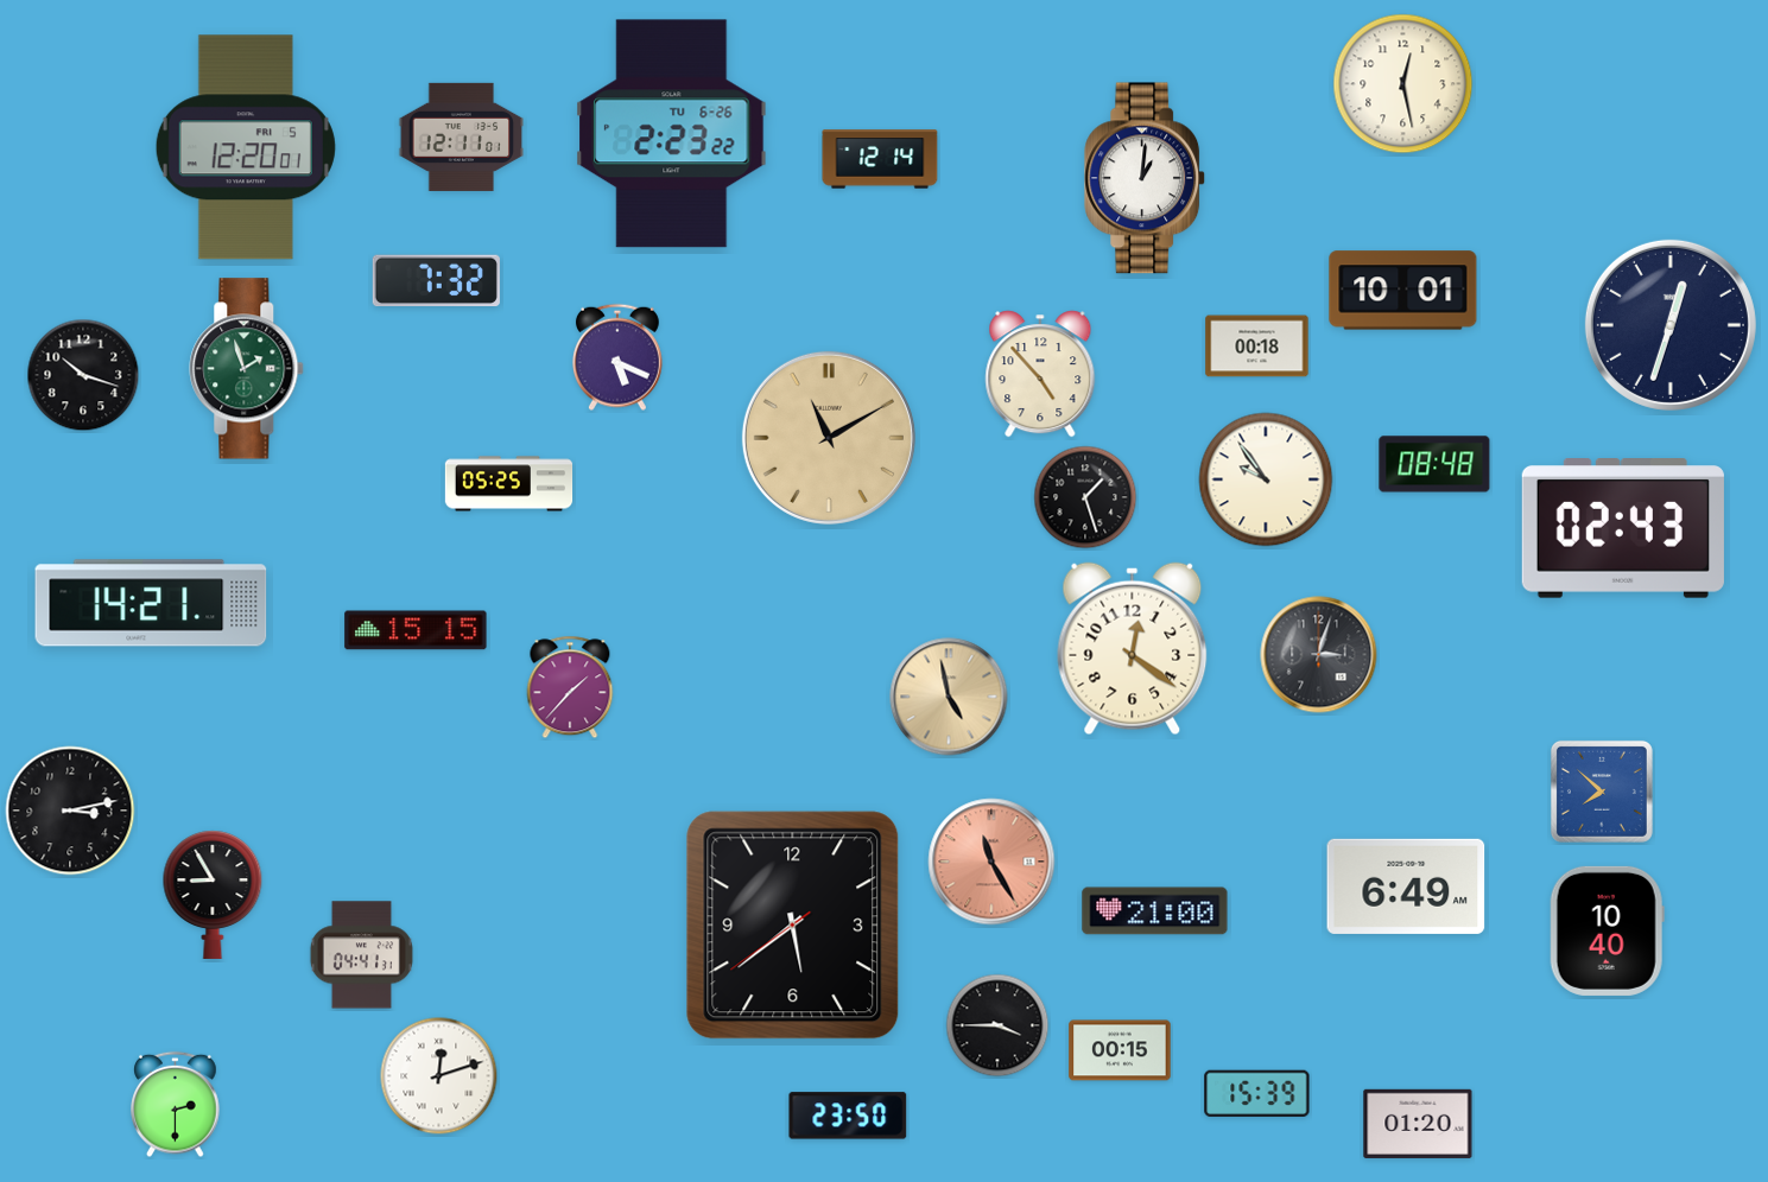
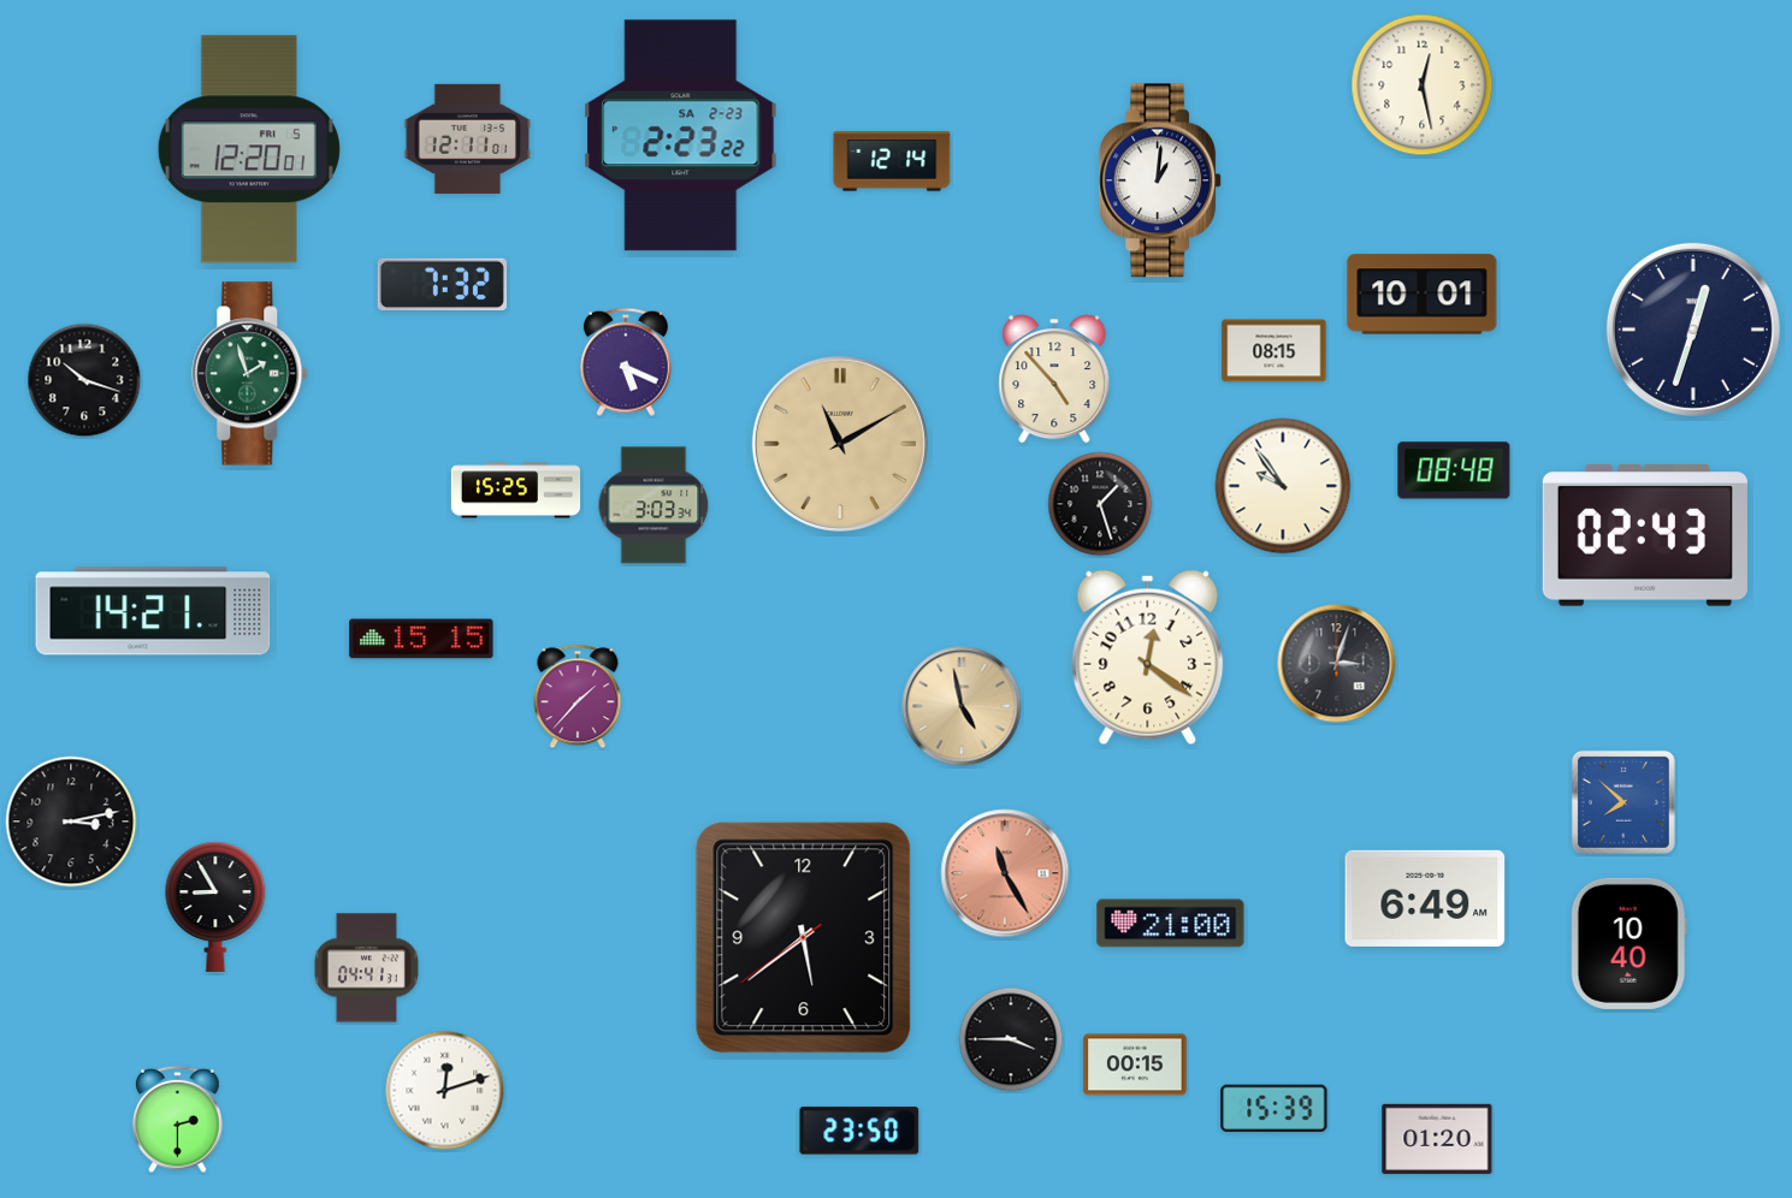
clock at (672, 134) date: TU 6-26 -> SA 2-23
clock at (1257, 347): 00:18 -> 08:15
clock at (509, 484): 05:25 -> 15:25
clock at (653, 505): none -> 3:03
